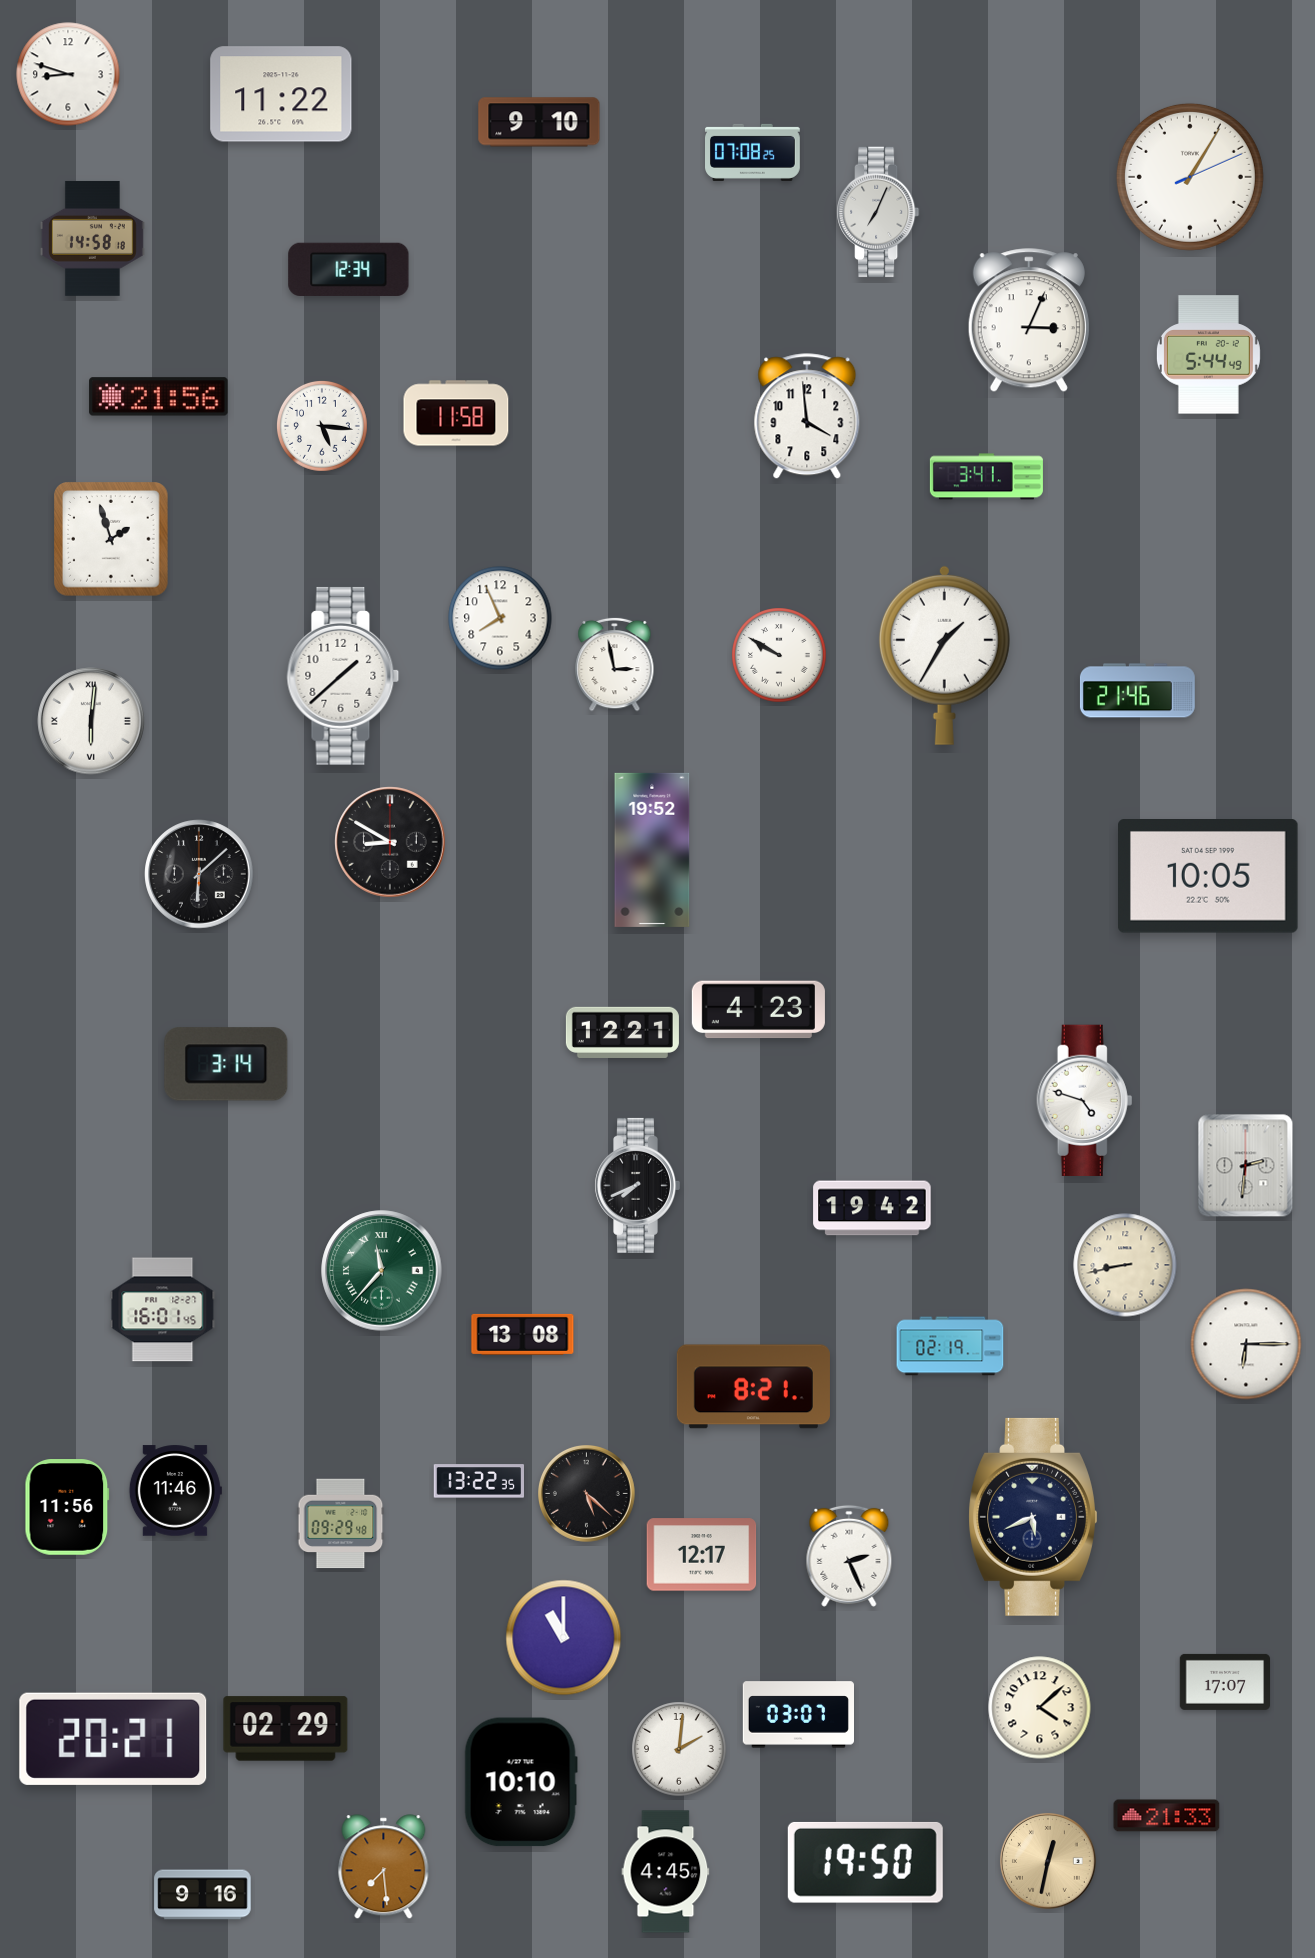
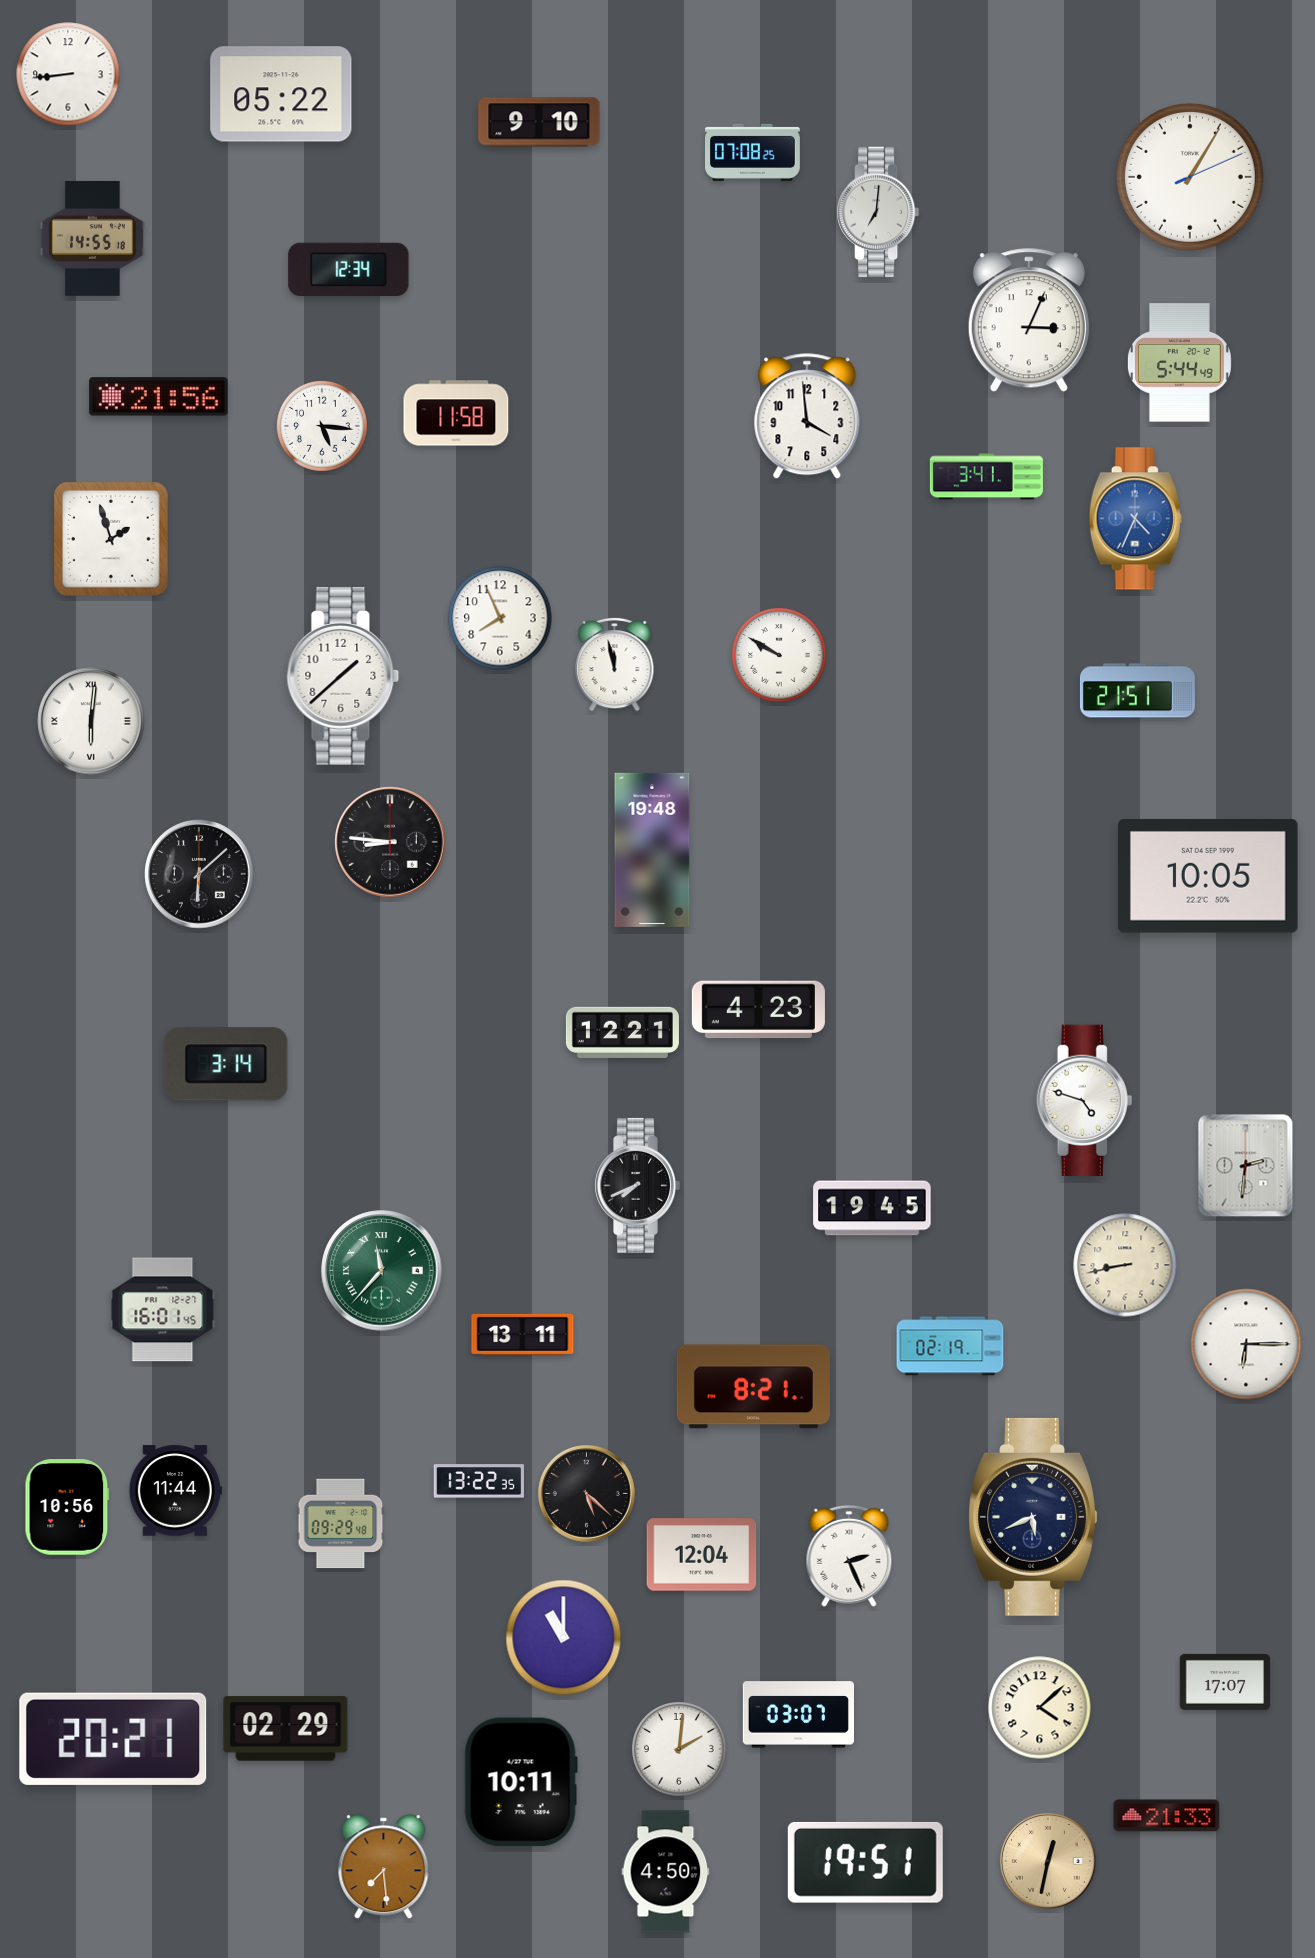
clock at (68, 74): 8:48 -> 8:44
clock at (281, 94): 11:22 -> 05:22
clock at (878, 212): 7:04 -> 7:01
clock at (92, 238): 14:58 -> 14:55
clock at (1208, 355) position: (1208, 355) -> (1179, 363)
clock at (1135, 519): none -> 4:34
clock at (944, 655): 1:35 -> none
clock at (615, 664): 2:58 -> 11:58
clock at (1137, 691): 21:46 -> 21:51
clock at (390, 842): 8:50 -> 8:46
clock at (652, 850): 19:52 -> 19:48
clock at (872, 1208): 19:42 -> 19:45
clock at (523, 1334): 13:08 -> 13:11
clock at (175, 1491): 11:46 -> 11:44
clock at (67, 1507): 11:56 -> 10:56
clock at (702, 1555): 12:17 -> 12:04
clock at (521, 1782): 10:10 -> 10:11
clock at (865, 1862): 19:50 -> 19:51
clock at (666, 1872): 4:45 -> 4:50
clock at (203, 1895): 9:16 -> none
